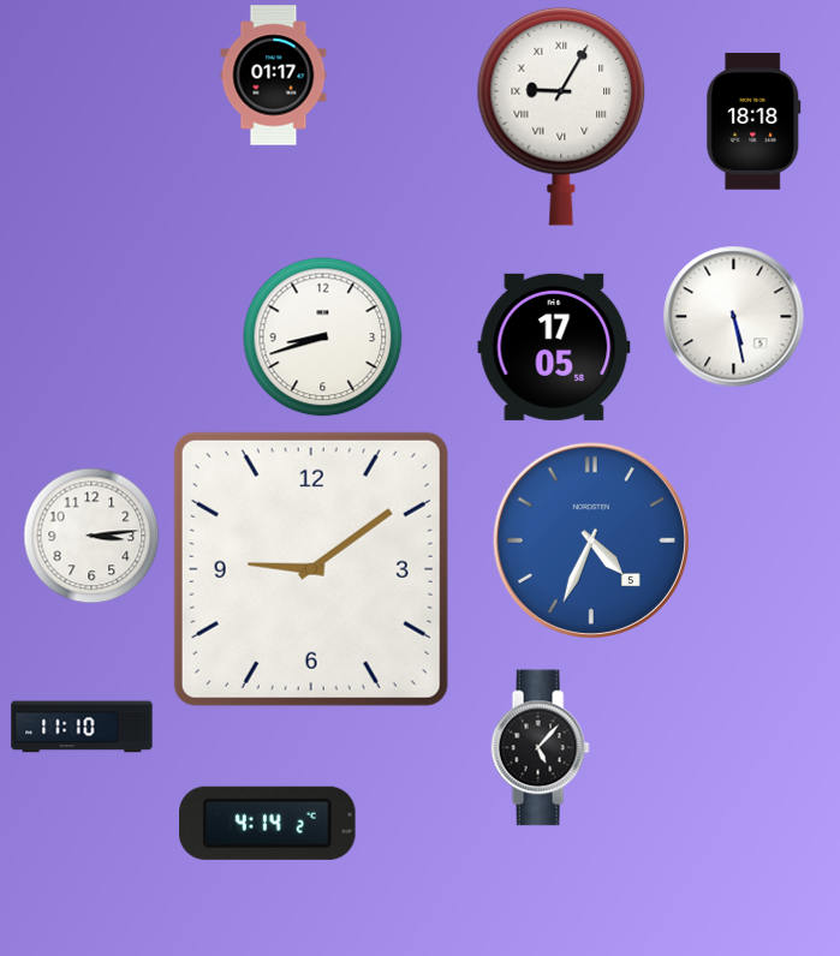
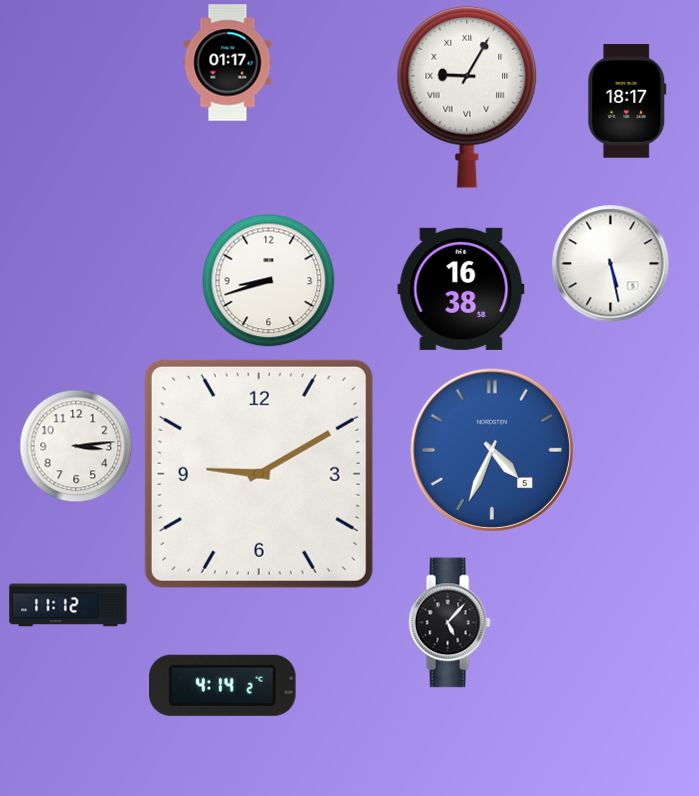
clock at (753, 121): 18:18 -> 18:17
clock at (554, 347): 17:05 -> 16:38
clock at (311, 569): 9:09 -> 9:10
clock at (82, 727): 11:10 -> 11:12
